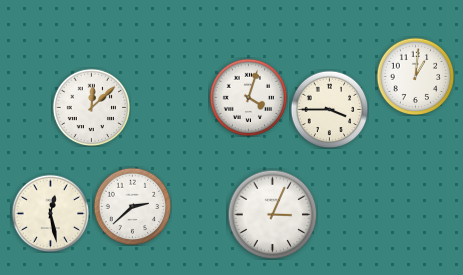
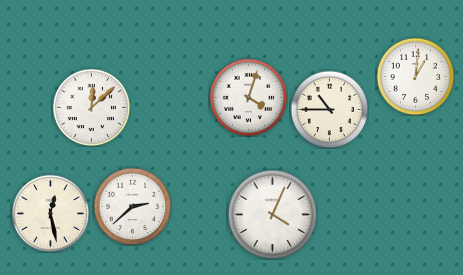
clock at (329, 109): 3:45 -> 10:45
clock at (272, 214): 3:04 -> 4:04
